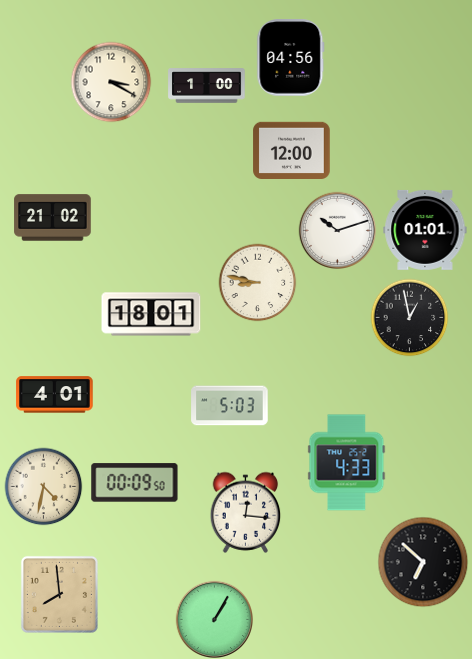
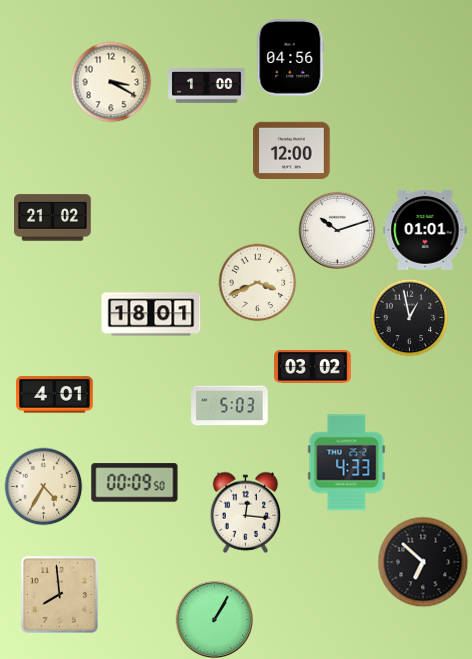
clock at (257, 282): 8:47 -> 3:41
clock at (313, 367): none -> 03:02
clock at (43, 486): 4:32 -> 4:35
